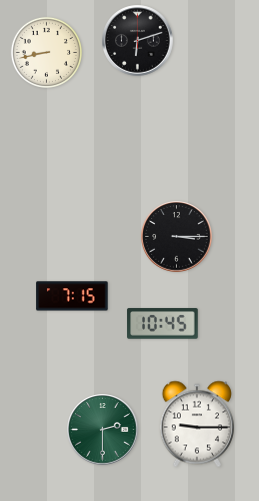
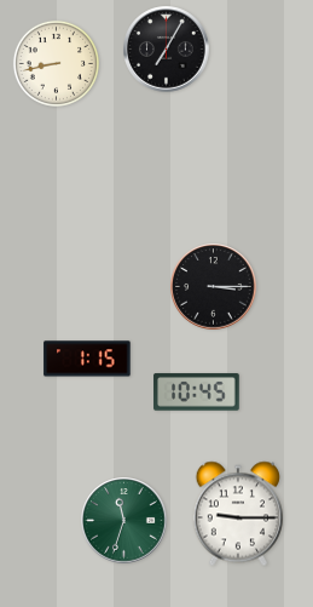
clock at (138, 41): 6:12 -> 7:05
clock at (72, 296): 7:15 -> 1:15
clock at (103, 430): 2:30 -> 11:33
